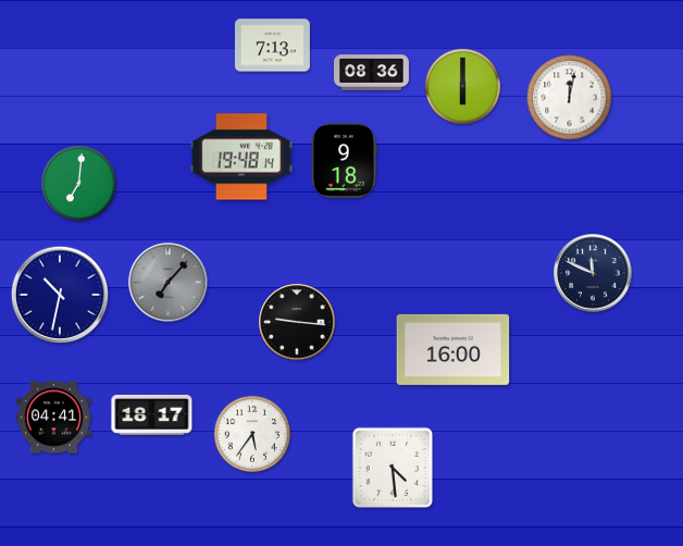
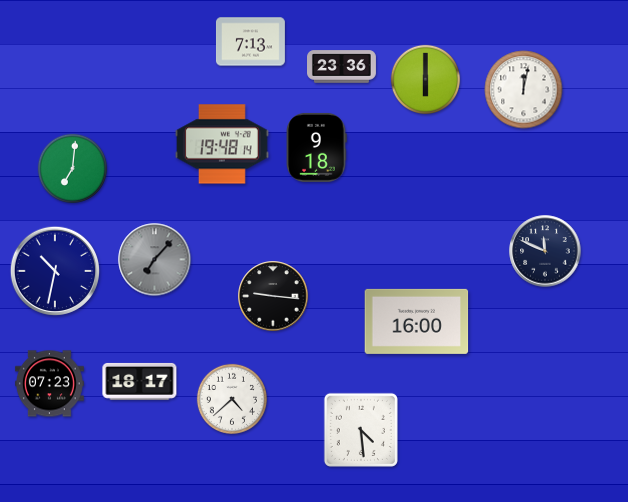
clock at (372, 73): 08:36 -> 23:36
clock at (53, 418): 04:41 -> 07:23
clock at (252, 434): 5:36 -> 4:38
